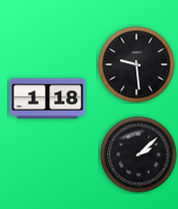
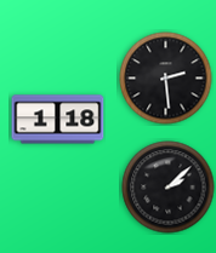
clock at (137, 65): 9:29 -> 2:29
